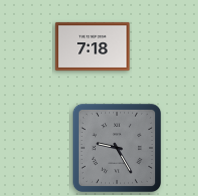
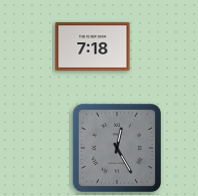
clock at (116, 147): 9:25 -> 12:25
